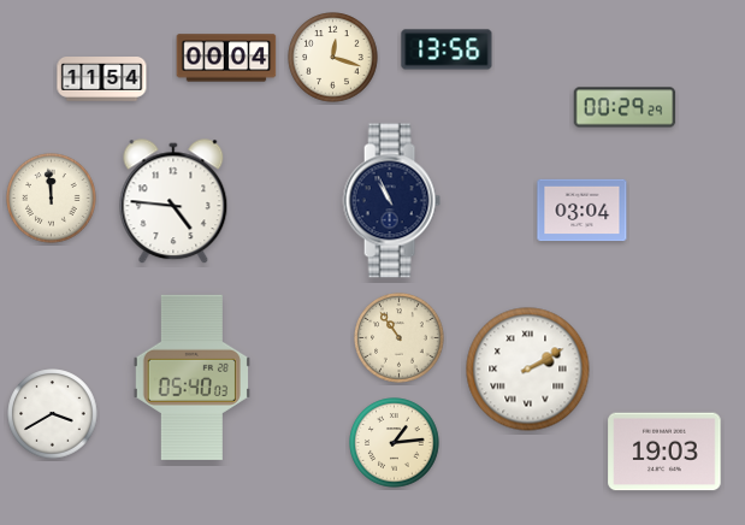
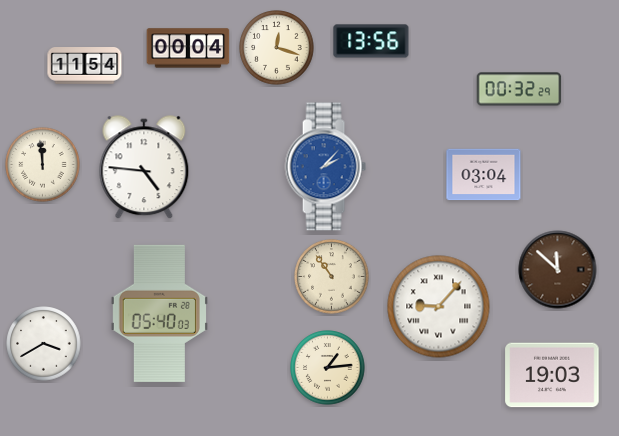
clock at (625, 107): 00:29 -> 00:32
clock at (391, 201): 10:56 -> 2:07
clock at (391, 201) dial: navy -> blue
clock at (558, 270): none -> 11:52
clock at (400, 338) position: (400, 338) -> (332, 277)
clock at (528, 370): 2:10 -> 9:07
